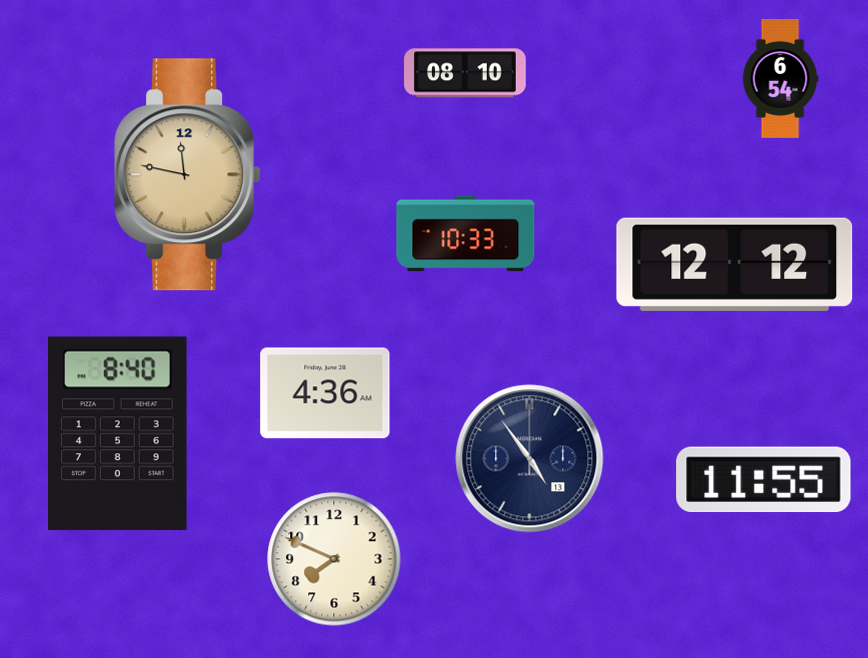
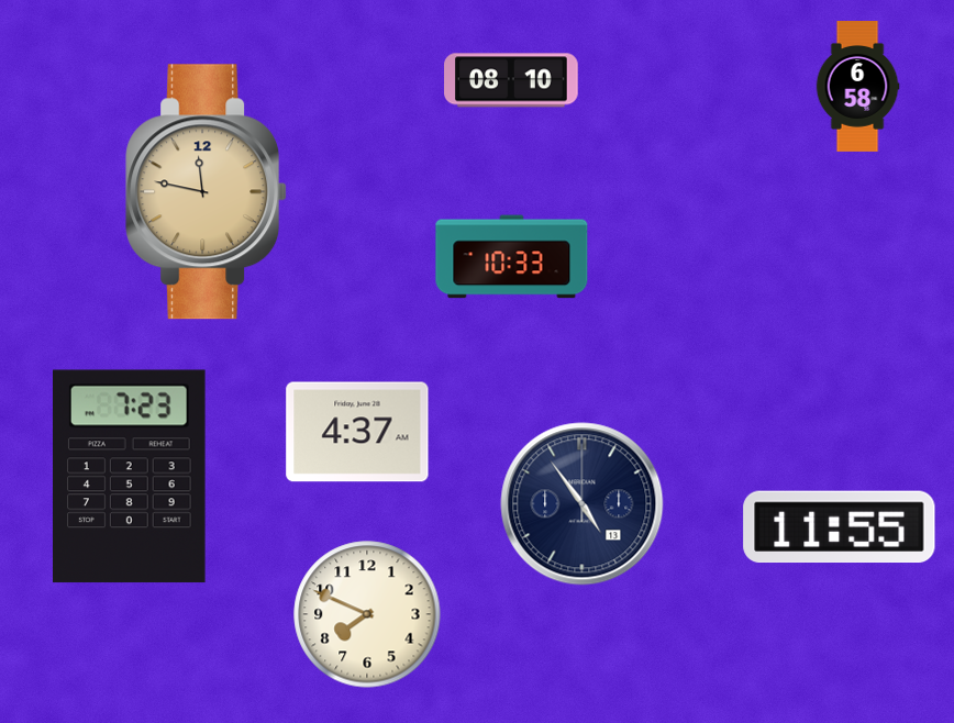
clock at (780, 79): 6:54 -> 6:58
clock at (735, 264): 12:12 -> none
clock at (325, 393): 4:36 -> 4:37
clock at (118, 434): 8:40 -> 7:23
